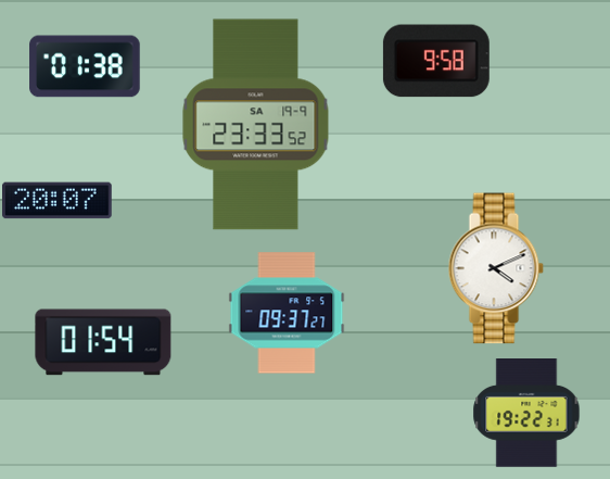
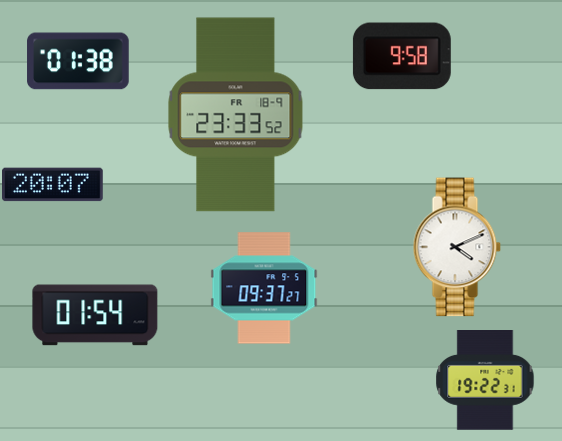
clock at (256, 125) date: SA 19-9 -> FR 18-9
